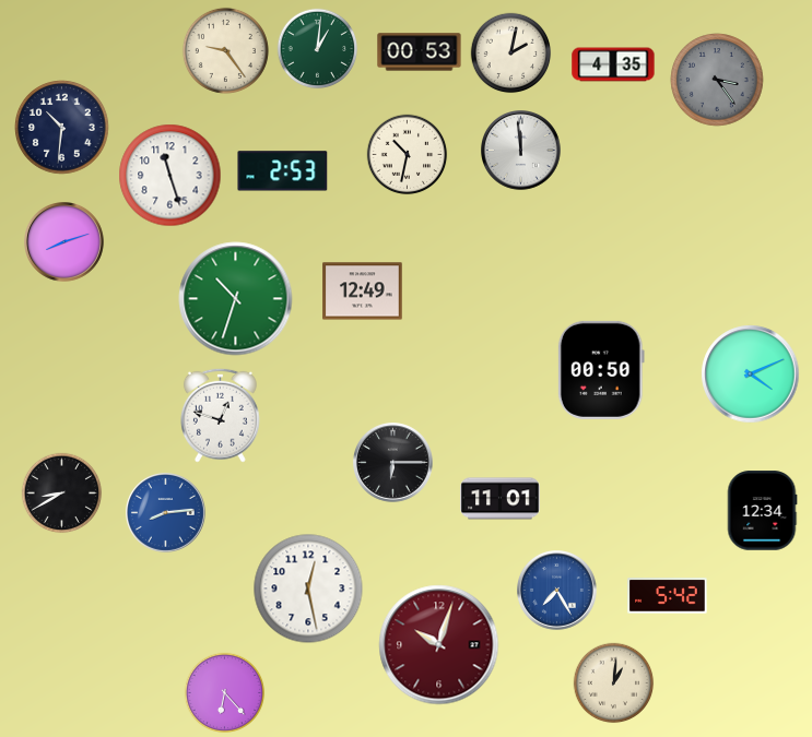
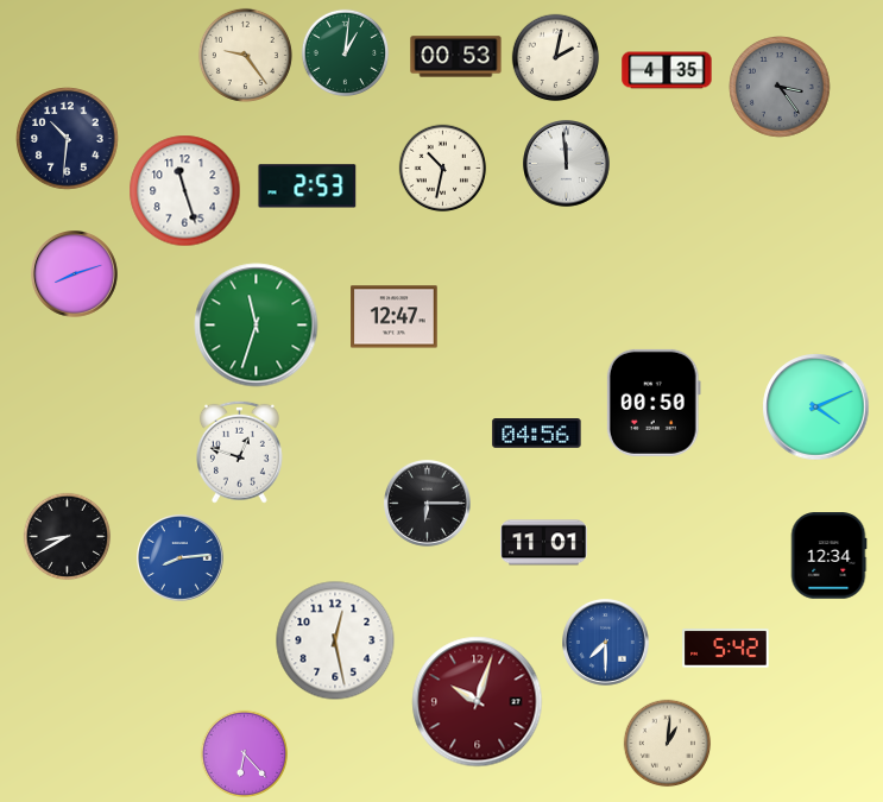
clock at (64, 242) position: (64, 242) -> (75, 274)
clock at (363, 292): 12:49 -> 12:47
clock at (236, 299): 10:33 -> 11:33
clock at (537, 434): none -> 04:56
clock at (557, 591): 7:25 -> 7:30
